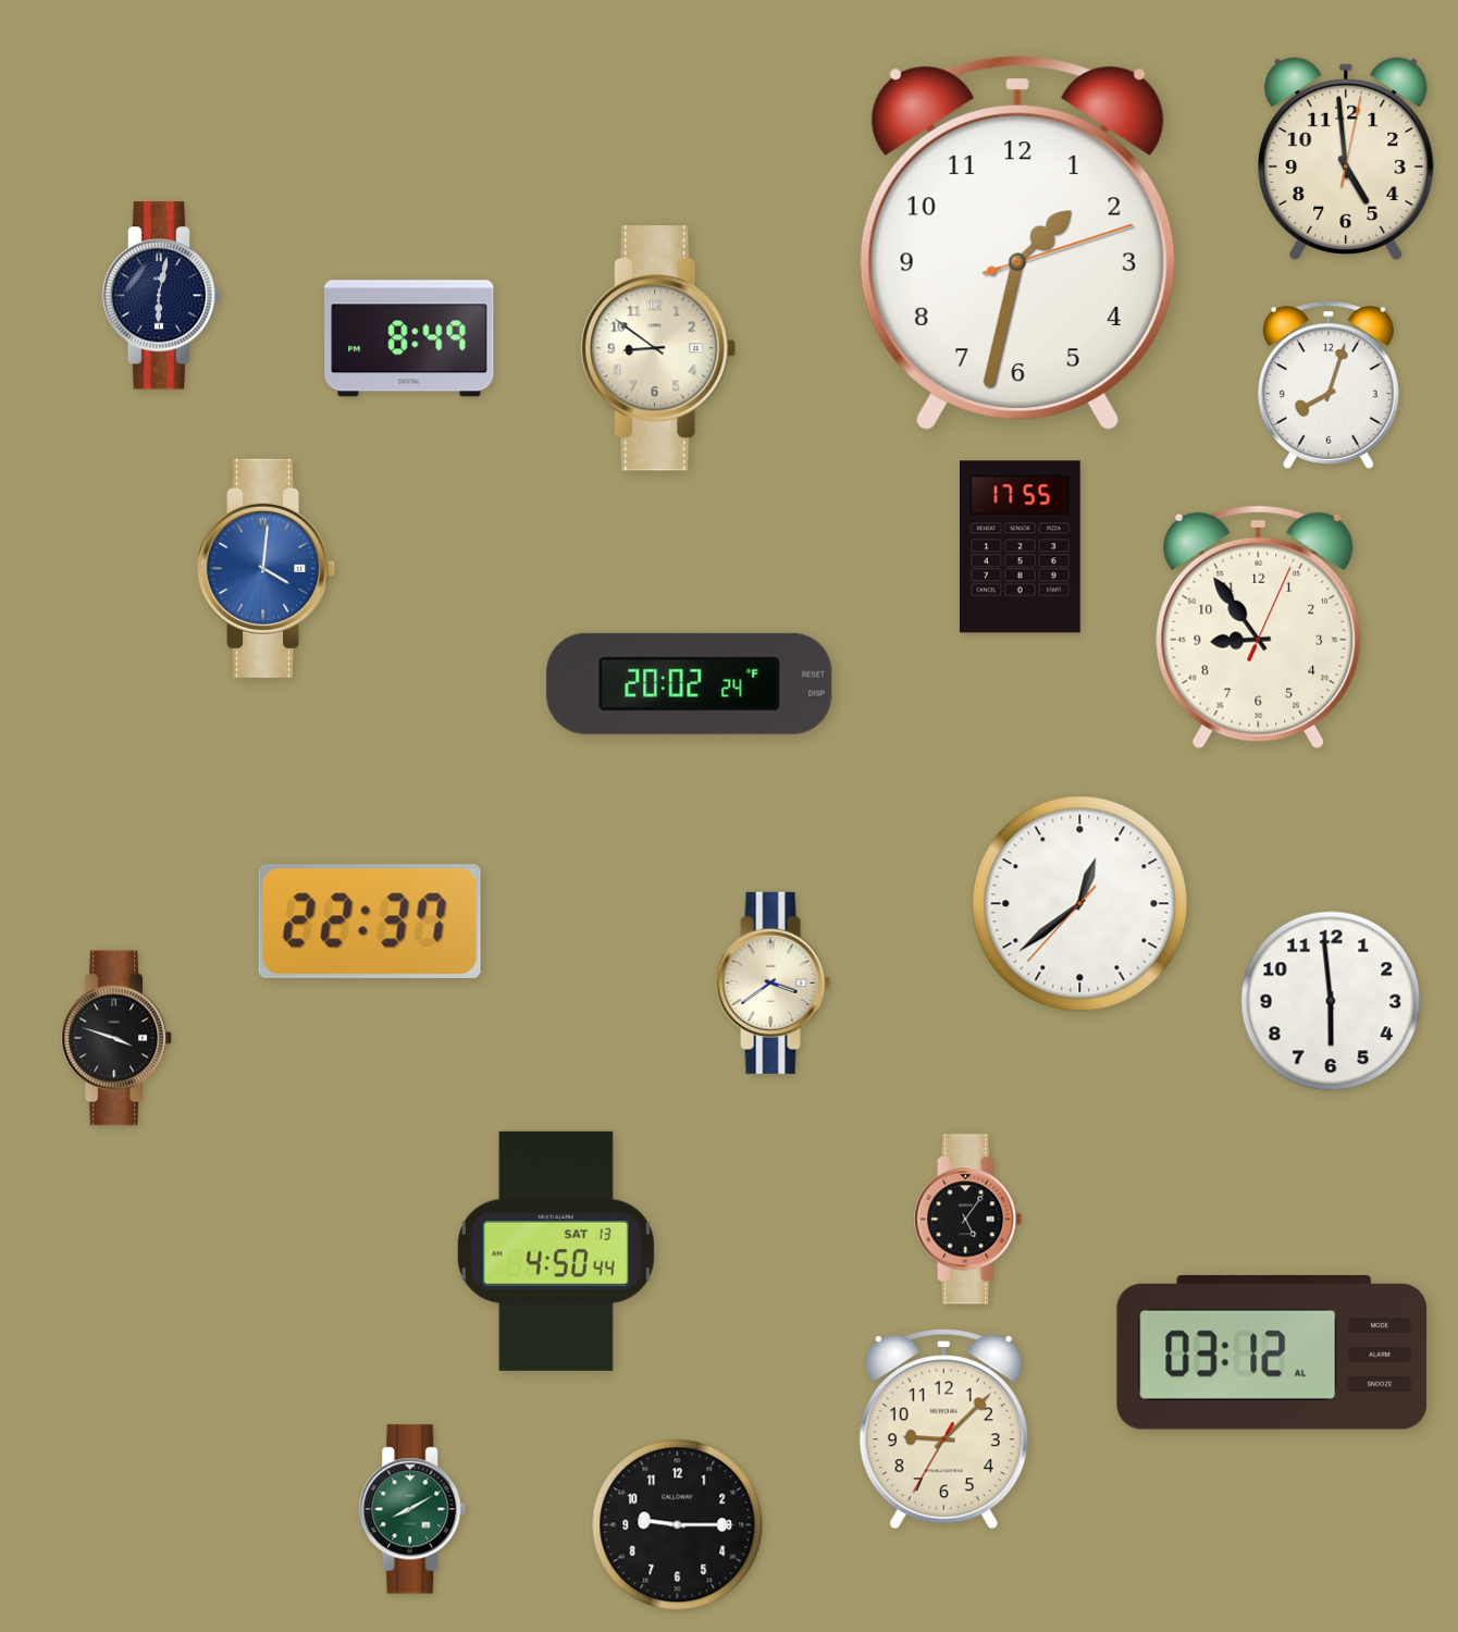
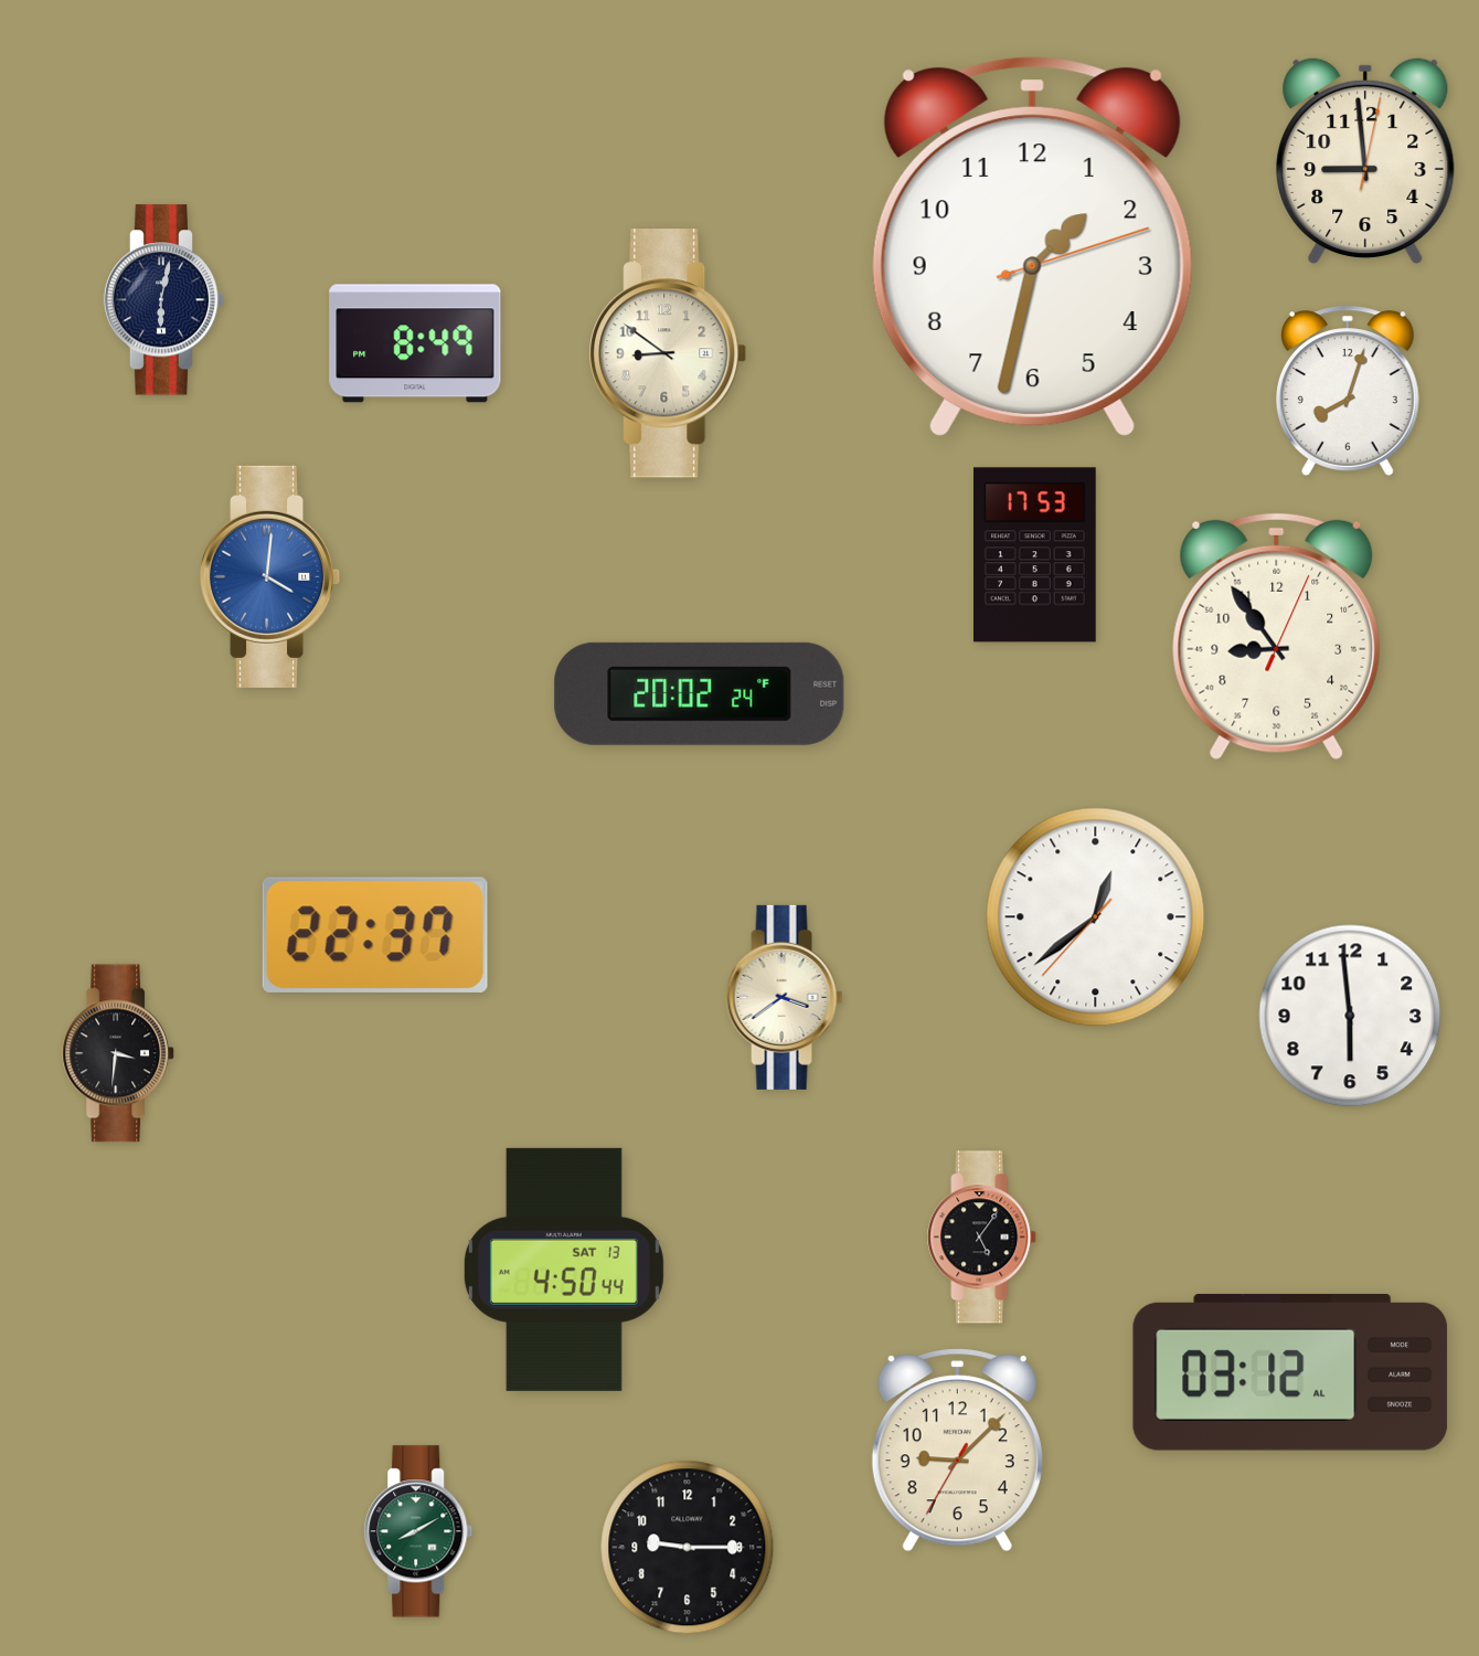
clock at (1346, 159): 4:59 -> 8:59
clock at (1020, 547): 17:55 -> 17:53
clock at (118, 1038): 3:48 -> 3:31
